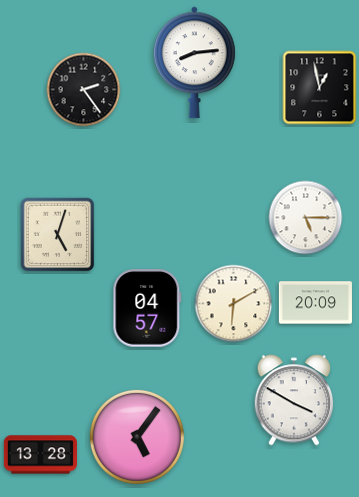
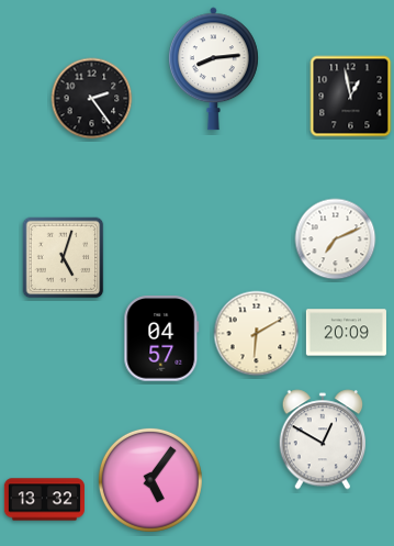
clock at (306, 218): 5:15 -> 7:11
clock at (294, 400): 3:50 -> 12:50
clock at (40, 455): 13:28 -> 13:32
